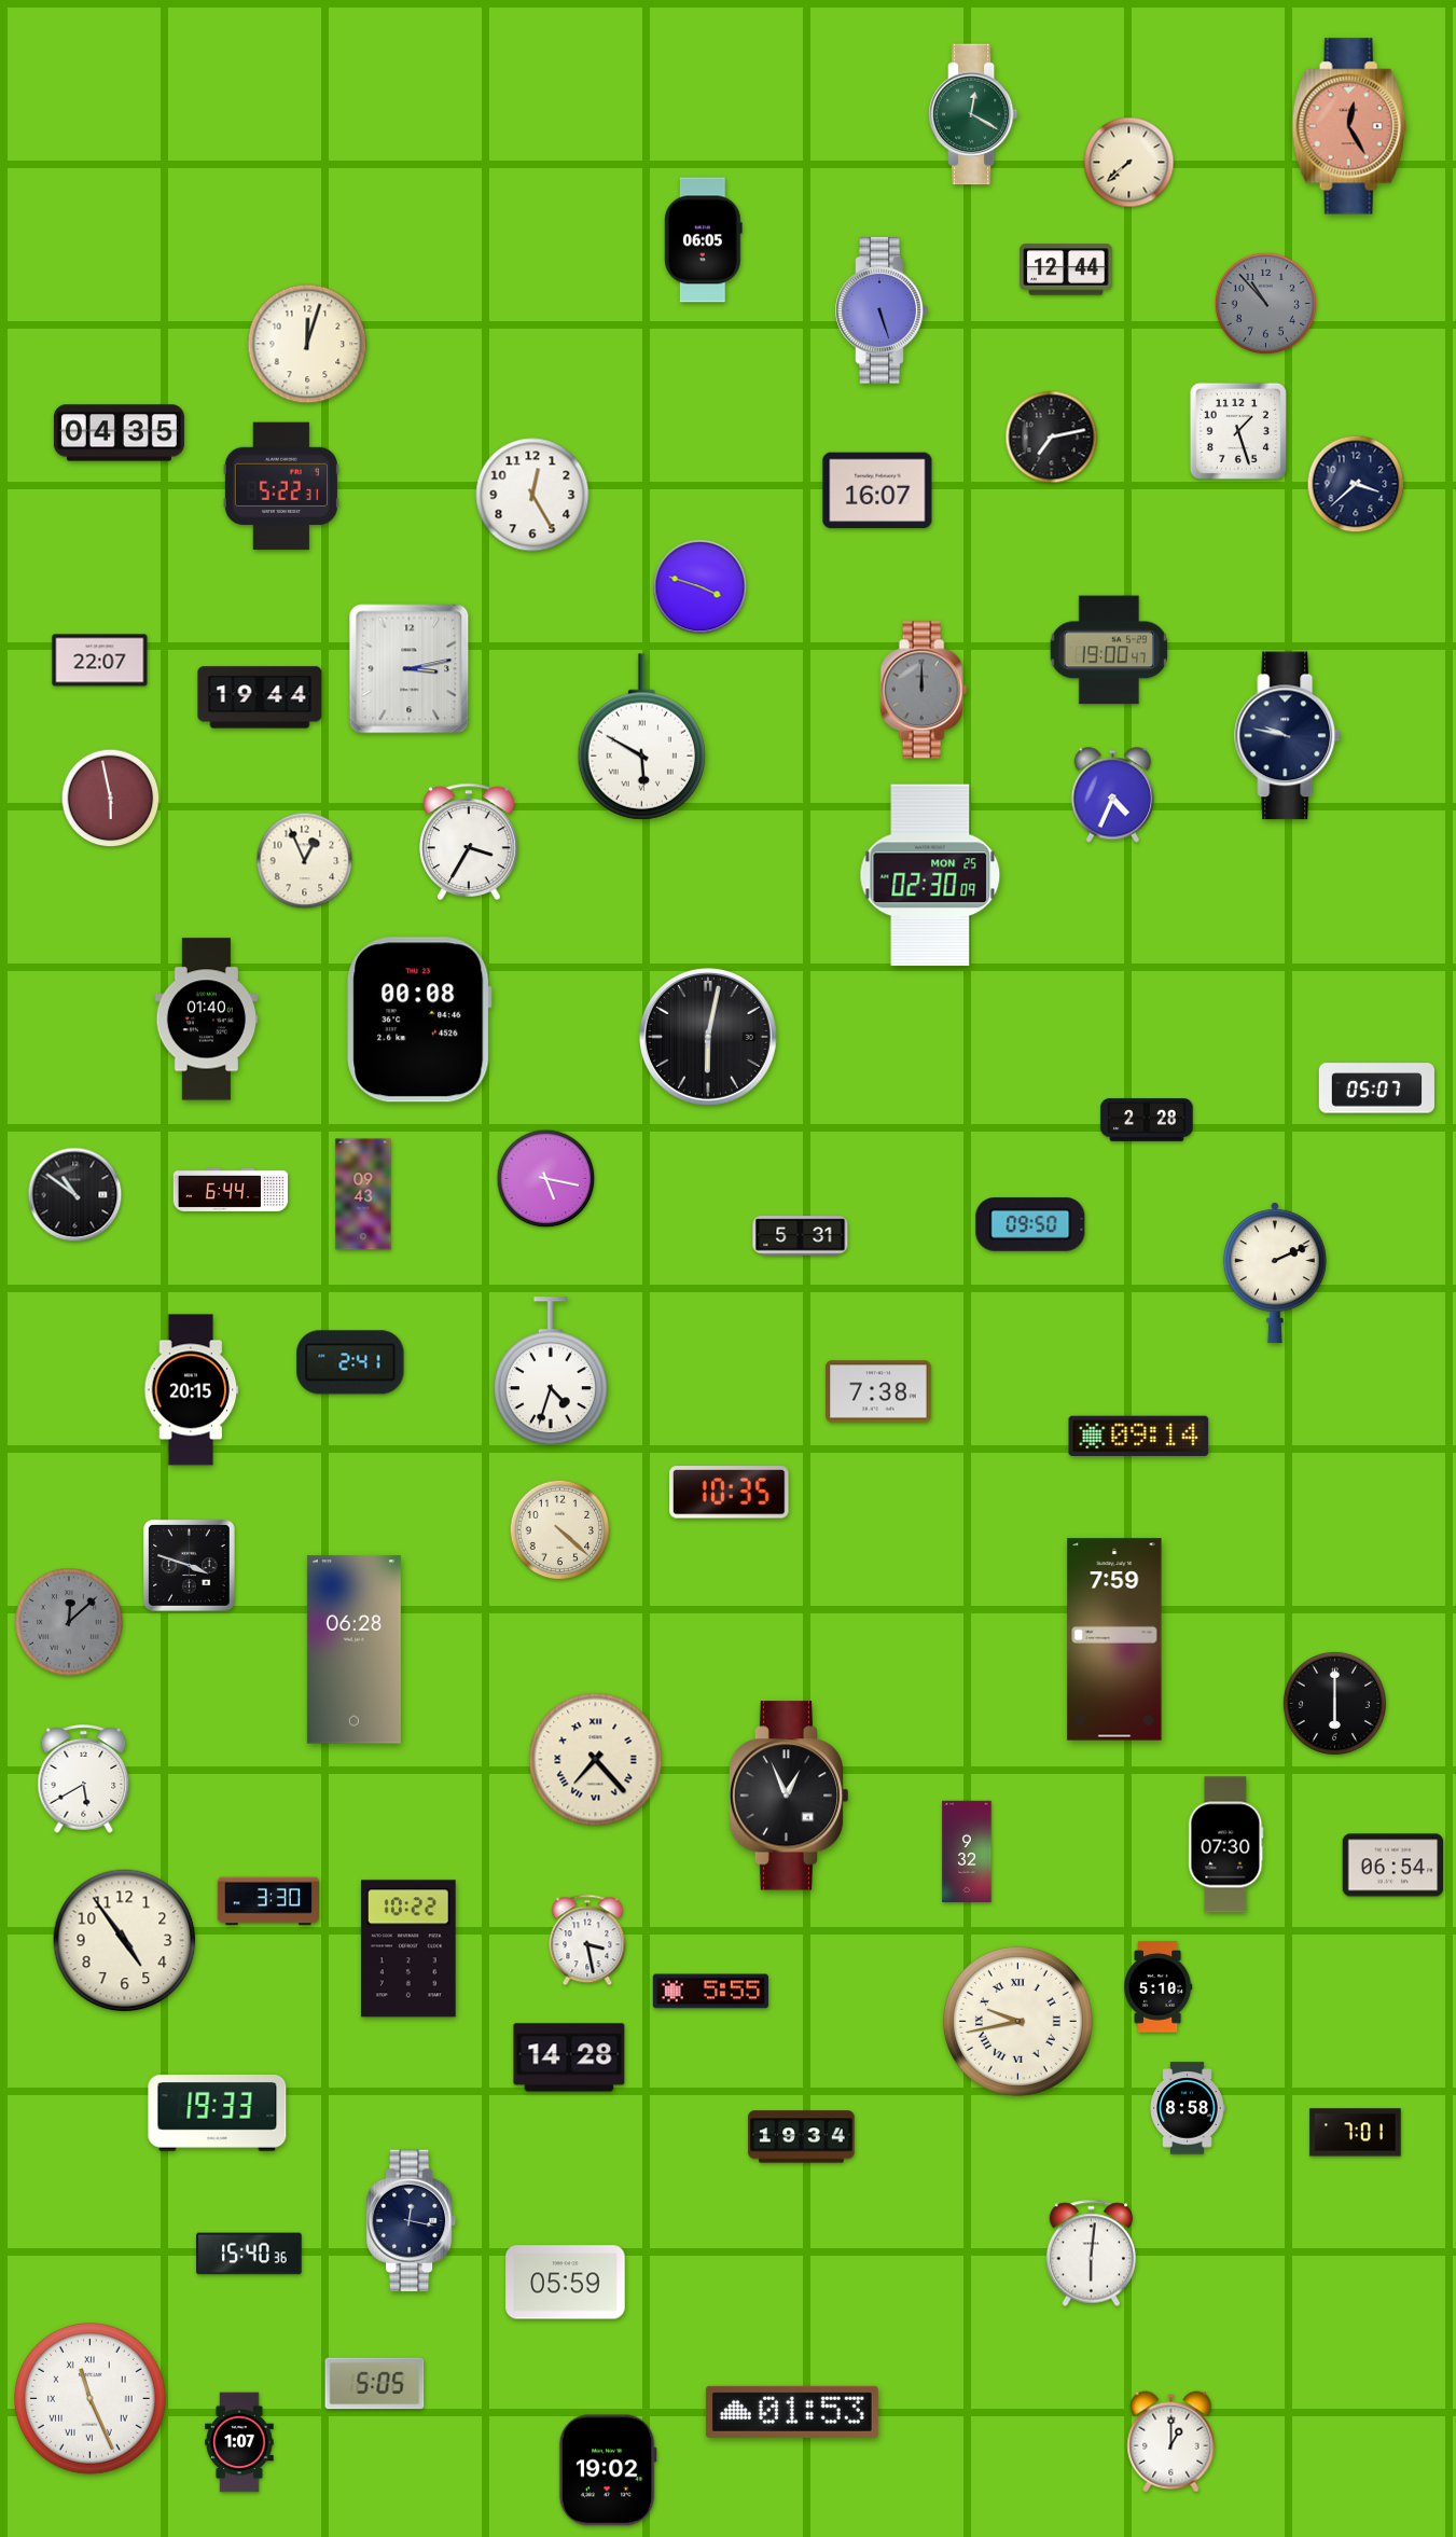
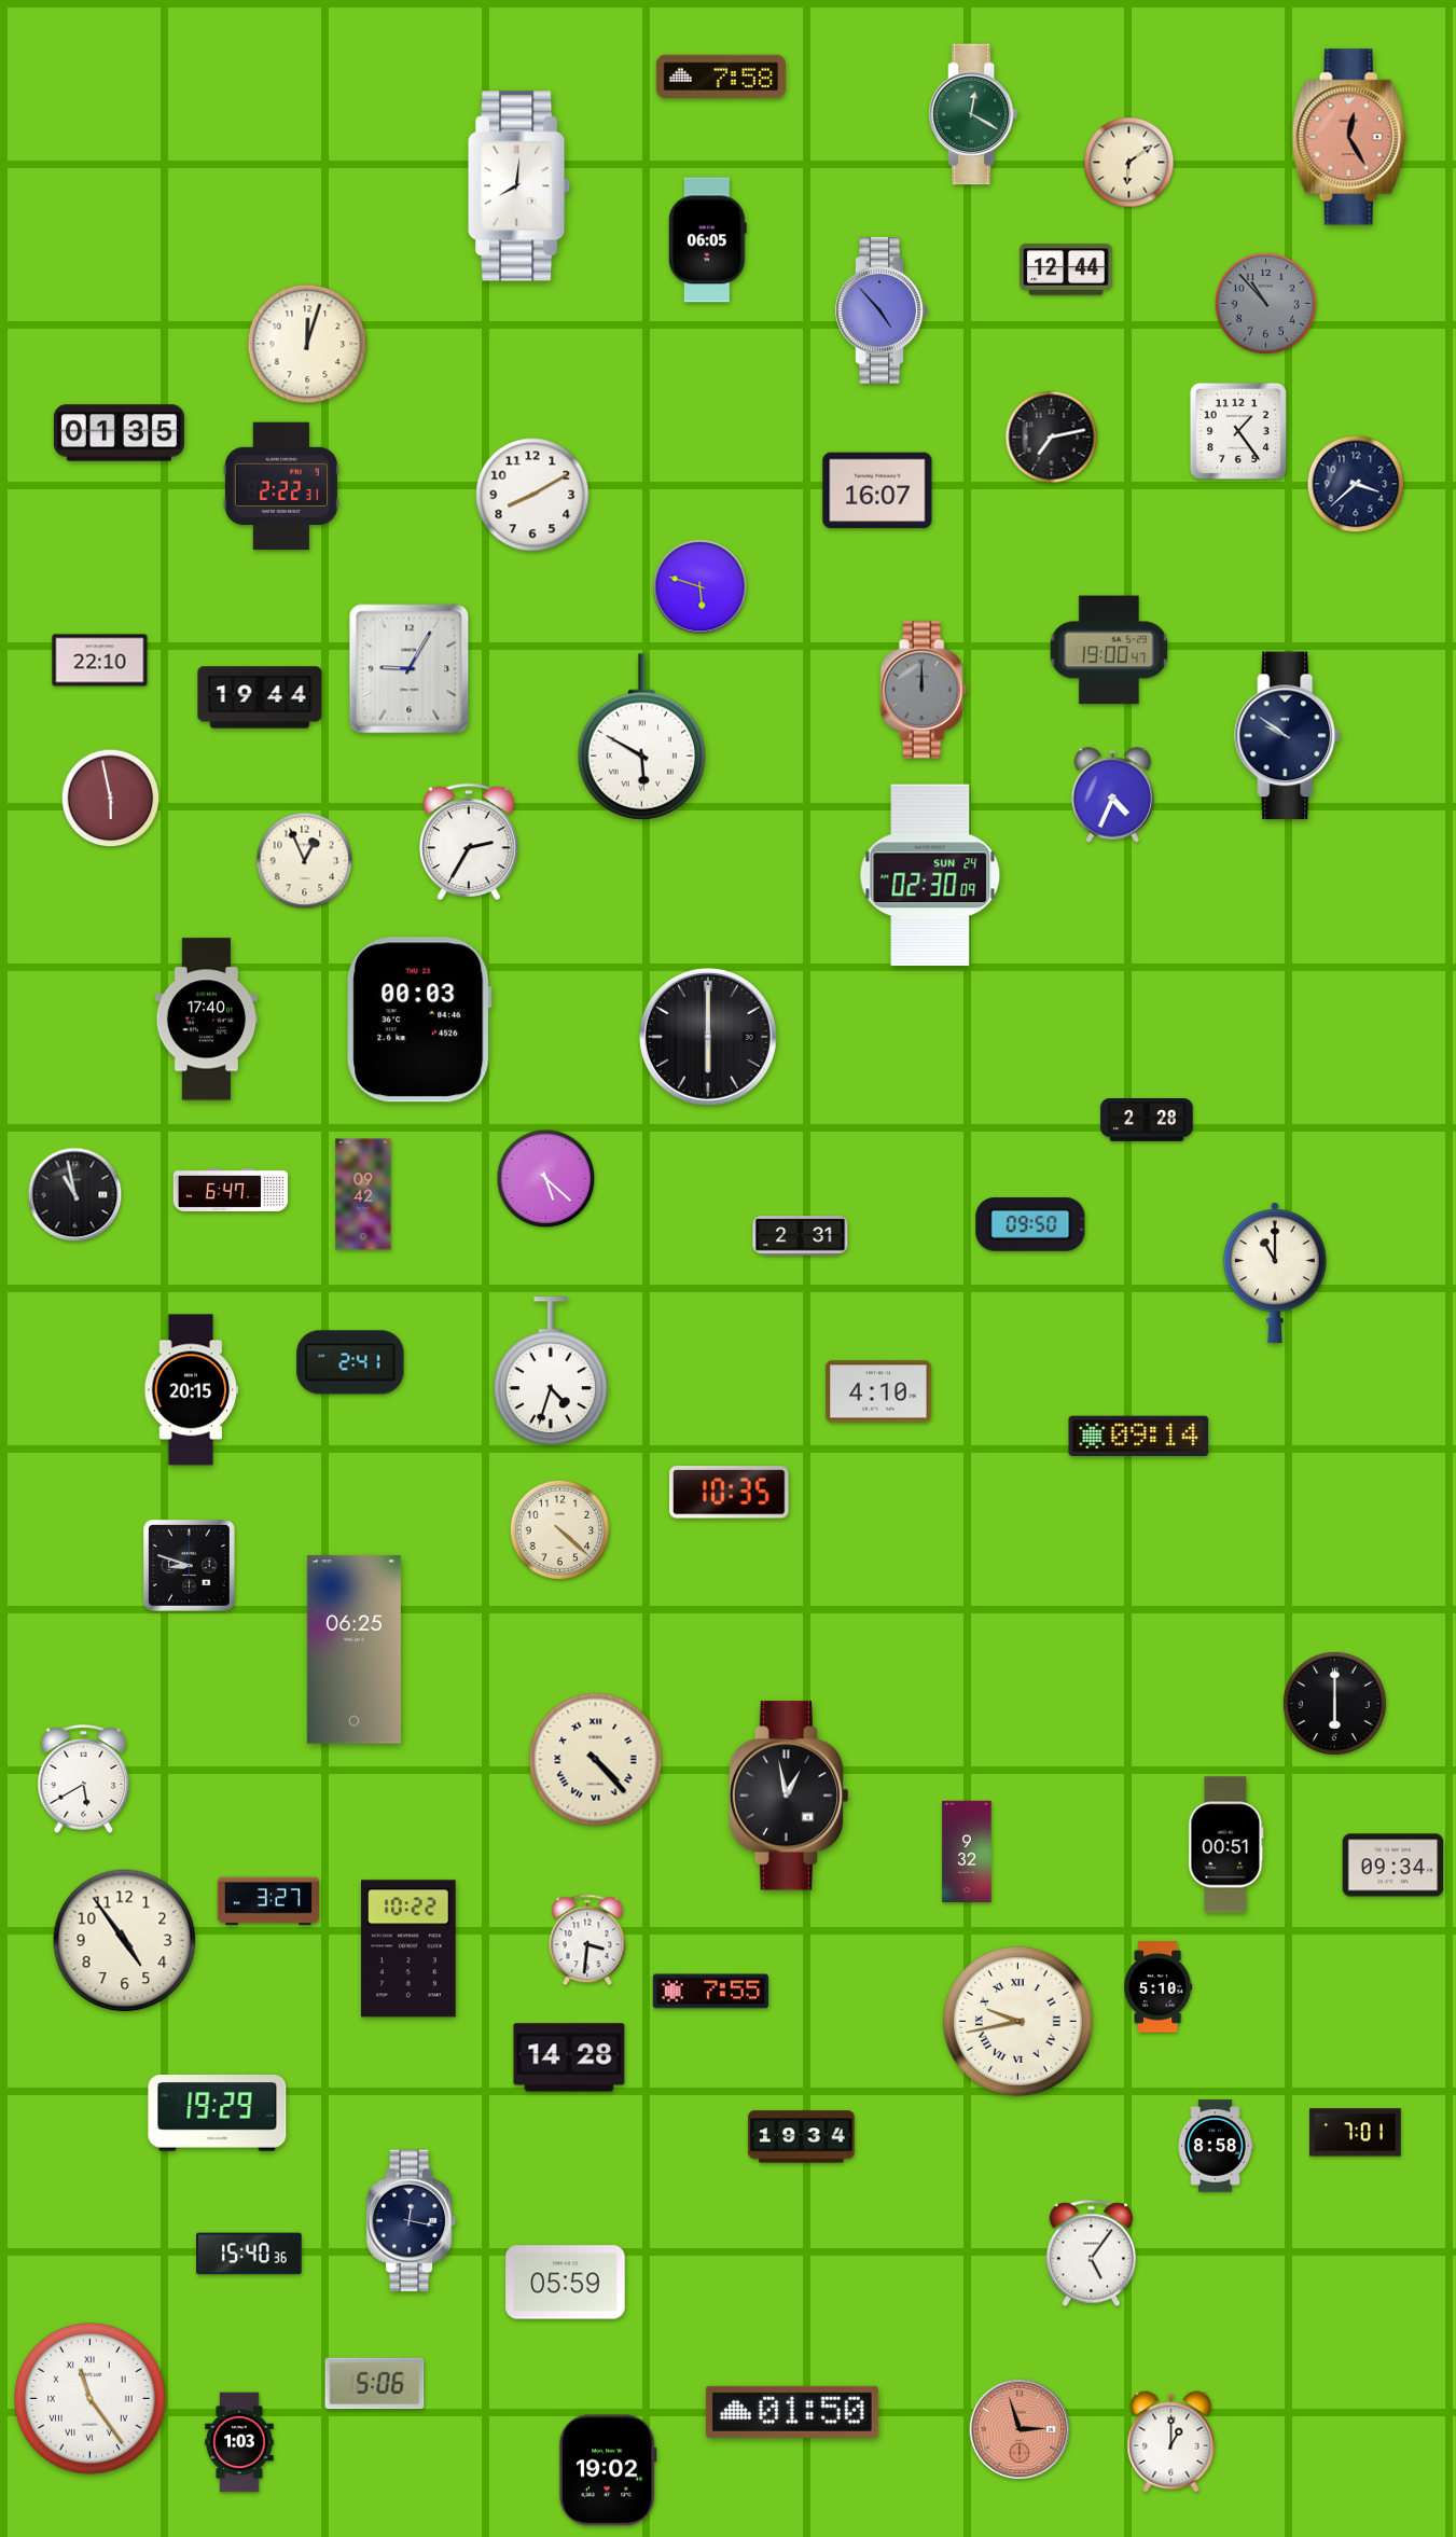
clock at (721, 77): none -> 7:58
clock at (1349, 126) position: (1349, 126) -> (1349, 137)
clock at (1129, 163): 7:38 -> 6:09
clock at (521, 186): none -> 8:01
clock at (704, 240) position: (704, 240) -> (708, 240)
clock at (882, 310): 5:27 -> 4:53
clock at (1238, 431): 1:27 -> 1:24
clock at (119, 433): 04:35 -> 01:35
clock at (281, 486): 5:22 -> 2:22
clock at (532, 495): 12:25 -> 8:10
clock at (701, 587): 3:48 -> 5:48
clock at (100, 661): 22:07 -> 22:10
clock at (410, 669): 3:13 -> 9:05
clock at (1288, 736): 9:47 -> 9:51
clock at (470, 841): 3:35 -> 2:35
clock at (930, 875) date: MON 25 -> SUN 24
clock at (207, 1020): 01:40 -> 17:40
clock at (419, 1020): 00:08 -> 00:03
clock at (708, 1037): 6:02 -> 6:00
clock at (1376, 1089): 05:07 -> none
clock at (546, 1179): 5:17 -> 5:22
clock at (231, 1190): 6:44 -> 6:47
clock at (363, 1194): 09:43 -> 09:42
clock at (75, 1195): 10:51 -> 10:58
clock at (801, 1236): 5:31 -> 2:31
clock at (1275, 1273): 2:11 -> 11:00
clock at (878, 1391): 7:38 -> 4:10
clock at (190, 1566): 3:48 -> 8:48
clock at (69, 1622): 12:08 -> none
clock at (1114, 1639): 7:59 -> none
clock at (353, 1650): 06:28 -> 06:25
clock at (596, 1760): 7:23 -> 4:23
clock at (789, 1796): 12:56 -> 12:58
clock at (1226, 1845): 07:30 -> 00:51
clock at (1393, 1866): 06:54 -> 09:34
clock at (267, 1901): 3:30 -> 3:27
clock at (587, 1940): 3:28 -> 3:31
clock at (710, 1992): 5:55 -> 7:55
clock at (1188, 2108) position: (1188, 2108) -> (1216, 2146)
clock at (218, 2113): 19:33 -> 19:29
clock at (1092, 2254): 6:01 -> 5:06
clock at (375, 2384): 5:05 -> 5:06
clock at (91, 2399): 11:26 -> 11:24
clock at (792, 2412): 01:53 -> 01:50
clock at (1020, 2429): none -> 2:57
clock at (239, 2442): 1:07 -> 1:03
